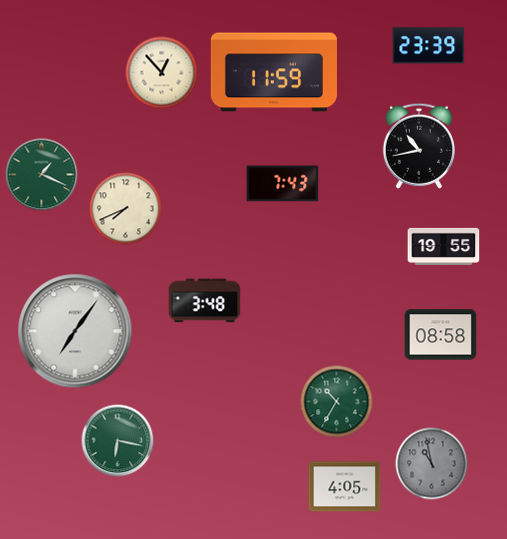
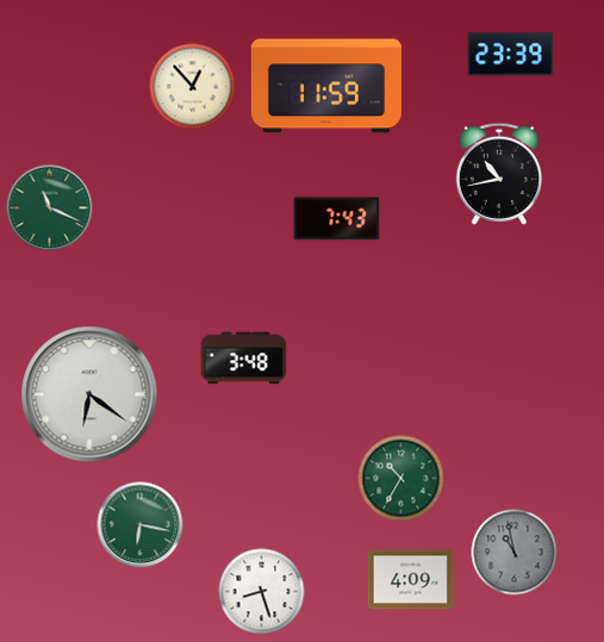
clock at (42, 175): 1:19 -> 11:19
clock at (126, 209): 7:41 -> none
clock at (444, 246): 19:55 -> none
clock at (75, 331): 7:06 -> 6:21
clock at (441, 335): 08:58 -> none
clock at (345, 487): 4:05 -> 4:09
clock at (262, 592): none -> 8:27
